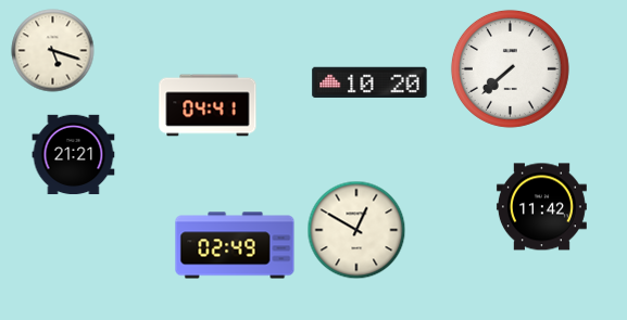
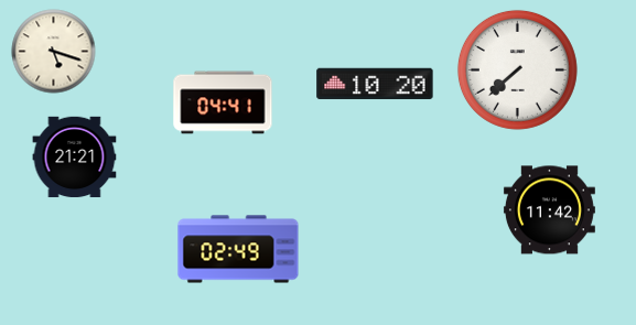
clock at (208, 105) position: (208, 105) -> (223, 102)
clock at (356, 230): 12:50 -> none
